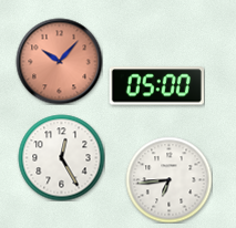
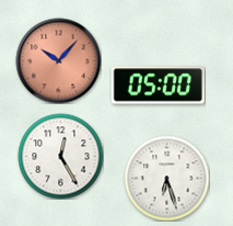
clock at (156, 86) position: (156, 86) -> (158, 86)
clock at (168, 179): 6:44 -> 6:27
